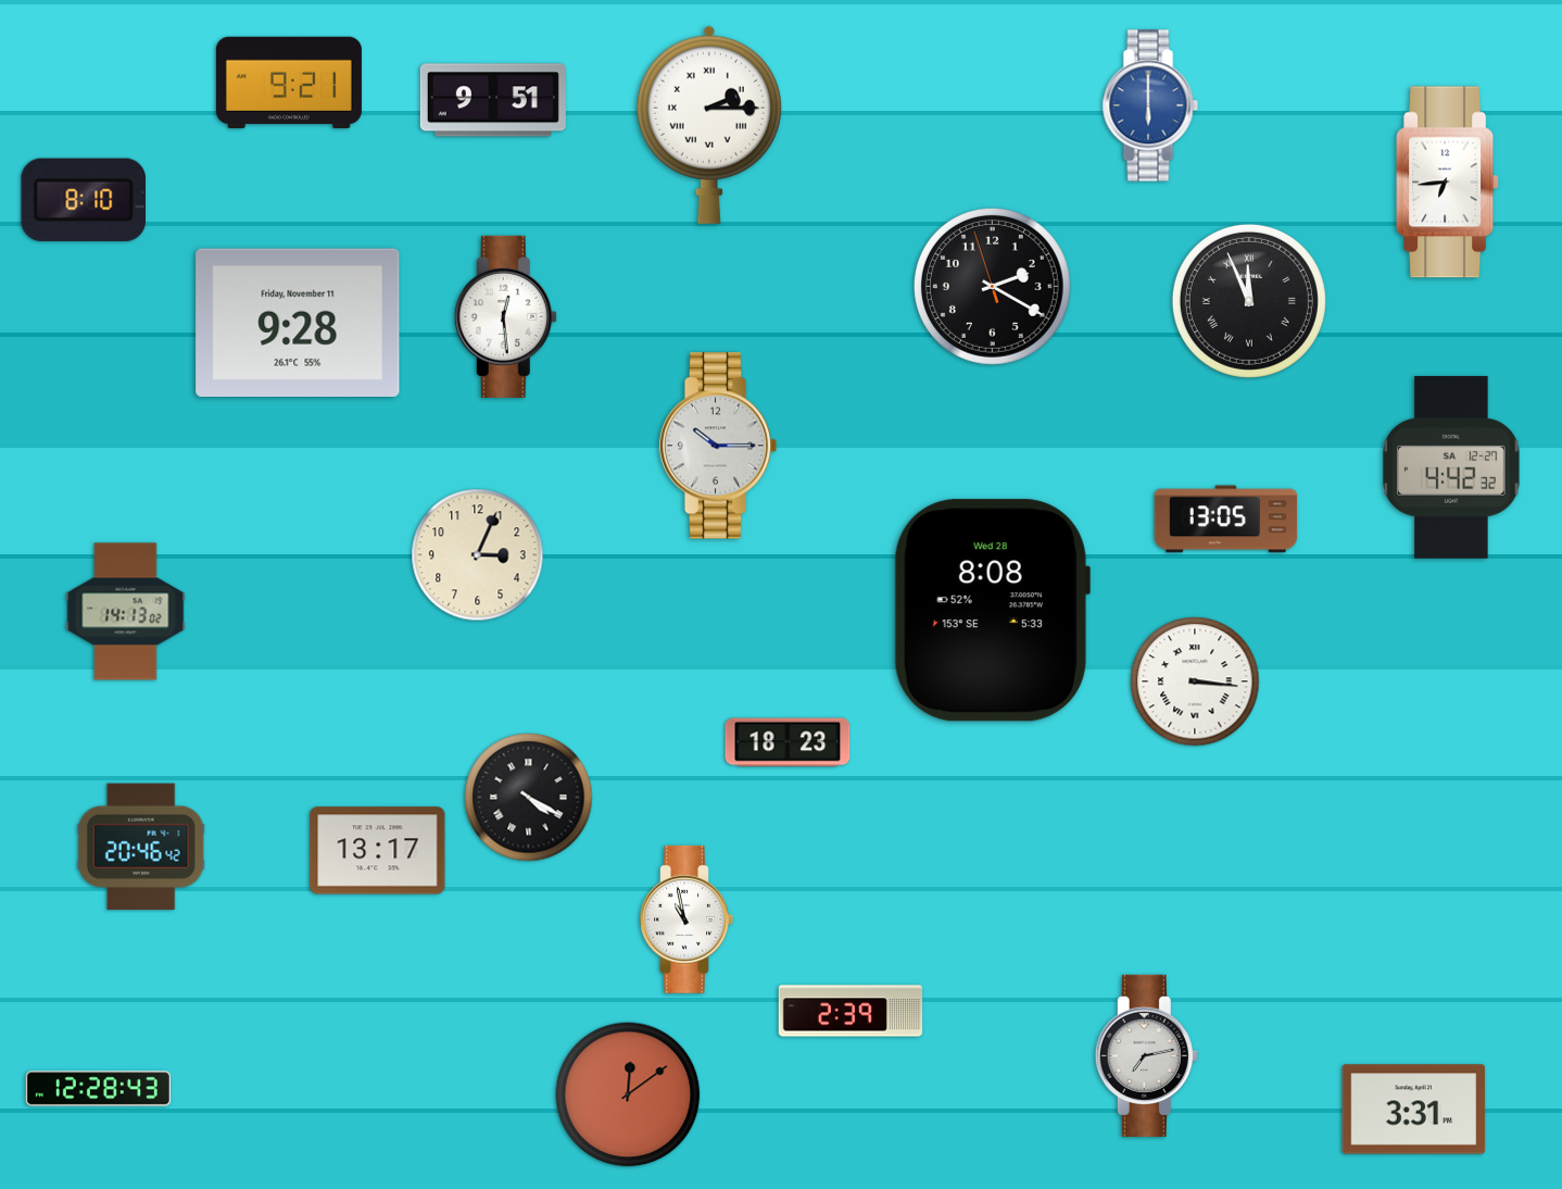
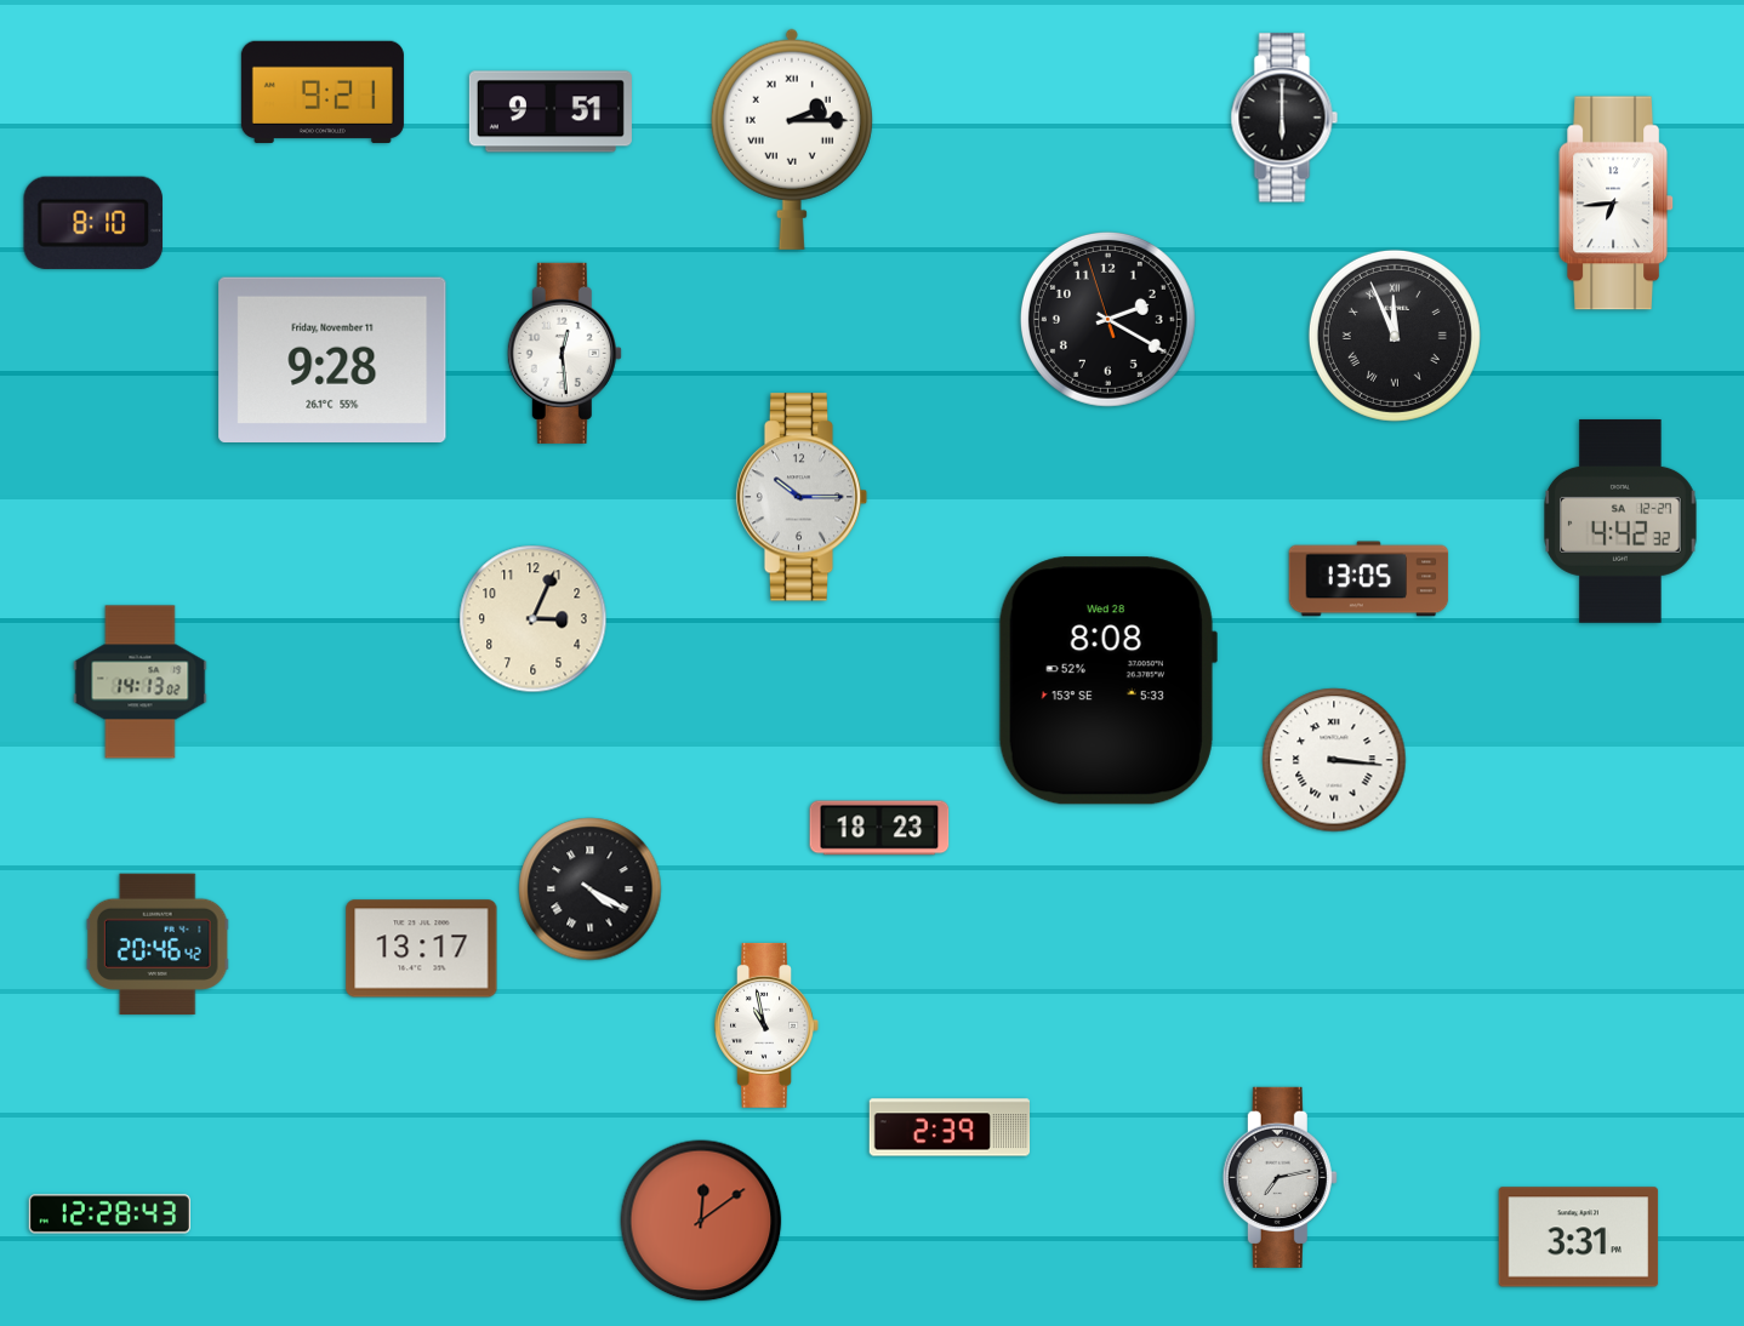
clock at (1150, 105) dial: blue -> black
